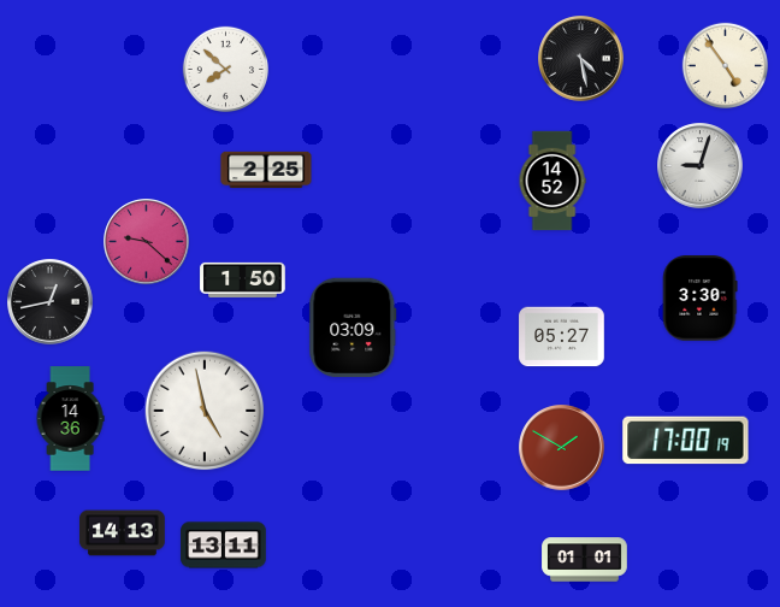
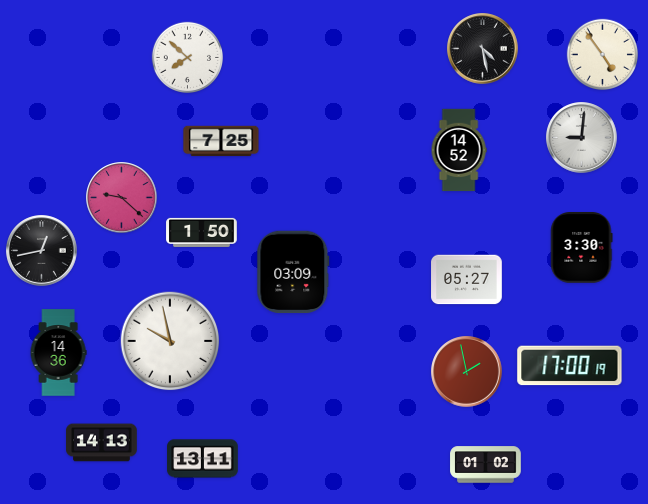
clock at (701, 166): 9:03 -> 9:01
clock at (266, 170): 2:25 -> 7:25
clock at (147, 242) position: (147, 242) -> (122, 198)
clock at (205, 411): 4:58 -> 9:58
clock at (70, 419) position: (70, 419) -> (58, 353)
clock at (562, 448): 1:50 -> 1:58
clock at (224, 546) position: (224, 546) -> (203, 459)
clock at (585, 560): 01:01 -> 01:02
